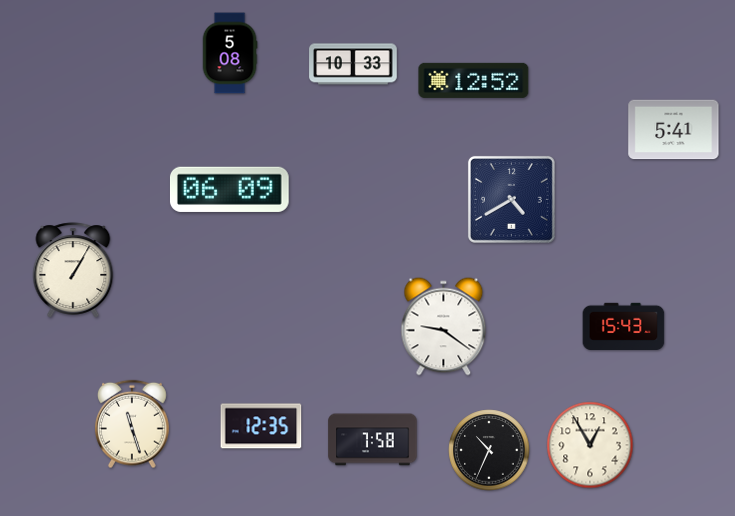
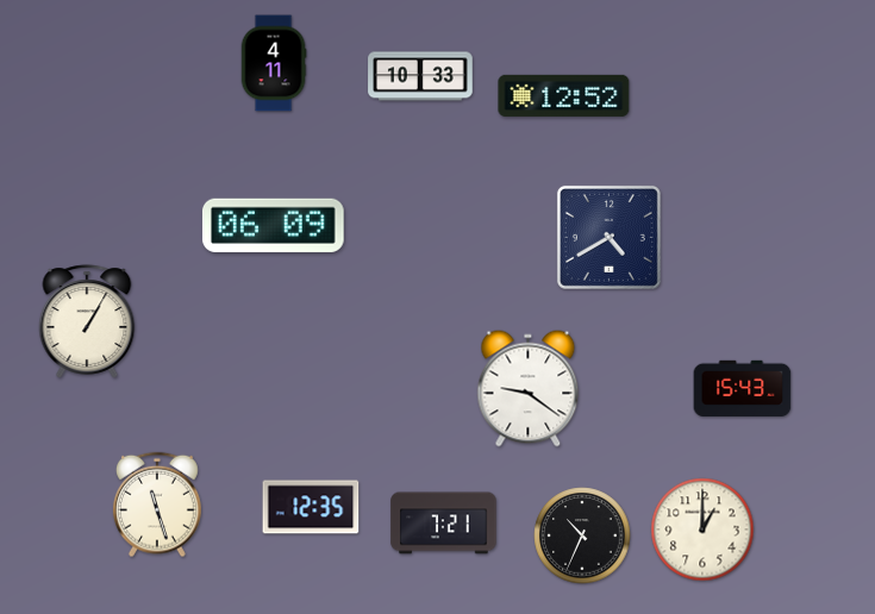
clock at (230, 53): 5:08 -> 4:11
clock at (674, 130): 5:41 -> none
clock at (373, 440): 7:58 -> 7:21
clock at (590, 445): 12:55 -> 1:00
